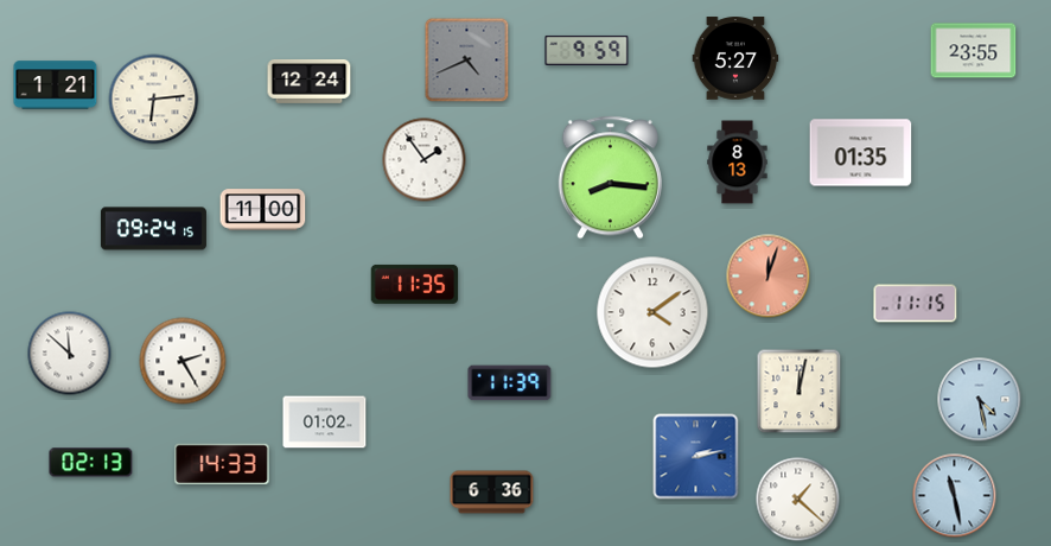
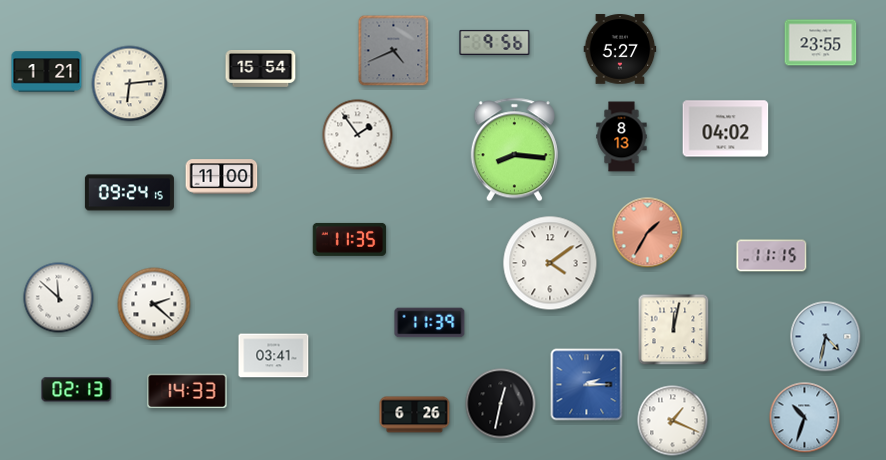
clock at (587, 50): 9:59 -> 9:56
clock at (310, 82): 12:24 -> 15:54
clock at (861, 153): 01:35 -> 04:02
clock at (769, 277): 12:03 -> 1:35
clock at (183, 361): 2:25 -> 2:22
clock at (980, 400): 4:28 -> 4:32
clock at (325, 423): 01:02 -> 03:41
clock at (696, 457): 2:13 -> 2:15
clock at (501, 404): none -> 12:32
clock at (492, 493): 6:36 -> 6:26
clock at (955, 496): 11:28 -> 10:33
clock at (798, 500): 1:22 -> 1:19
